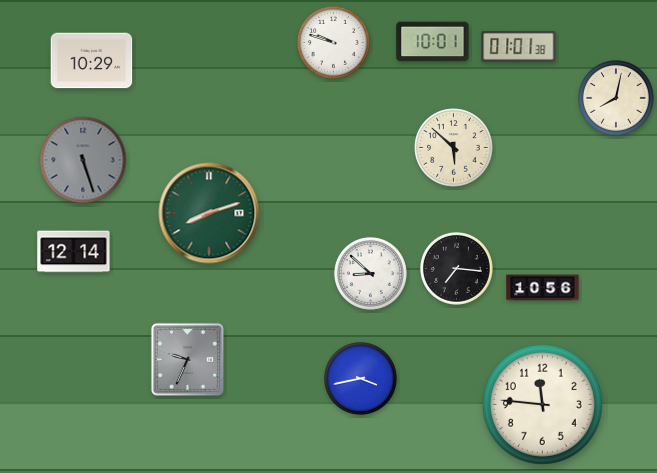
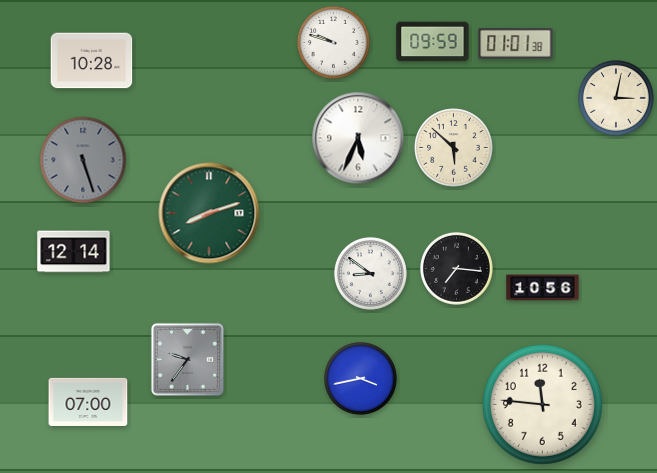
clock at (433, 42): 10:01 -> 09:59
clock at (519, 47) position: (519, 47) -> (516, 44)
clock at (92, 61): 10:29 -> 10:28
clock at (616, 98): 8:02 -> 3:02
clock at (358, 138): none -> 5:34
clock at (370, 273): 8:52 -> 8:51
clock at (187, 359): 9:34 -> 9:36
clock at (88, 402): none -> 07:00
